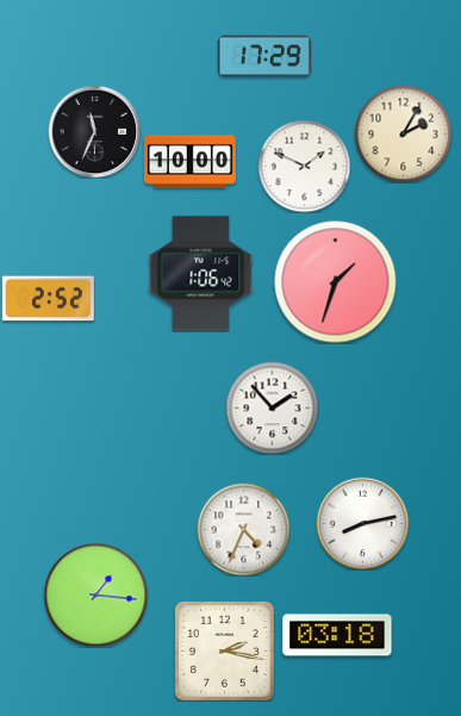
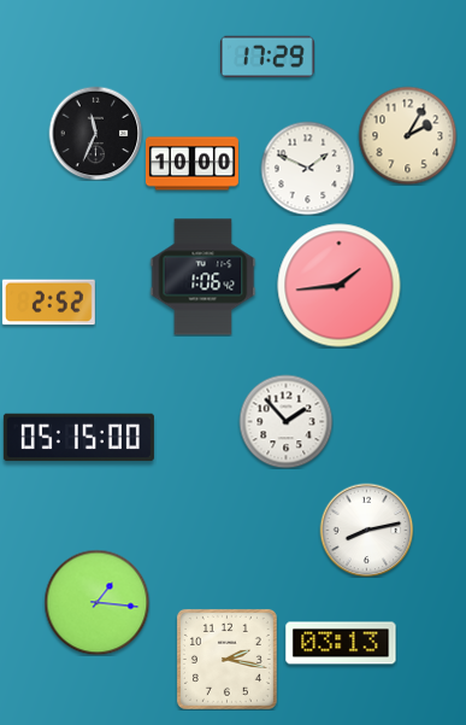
clock at (336, 282): 1:33 -> 1:44
clock at (272, 407) position: (272, 407) -> (285, 421)
clock at (78, 438): none -> 05:15
clock at (243, 529): 4:34 -> none
clock at (337, 635): 03:18 -> 03:13
